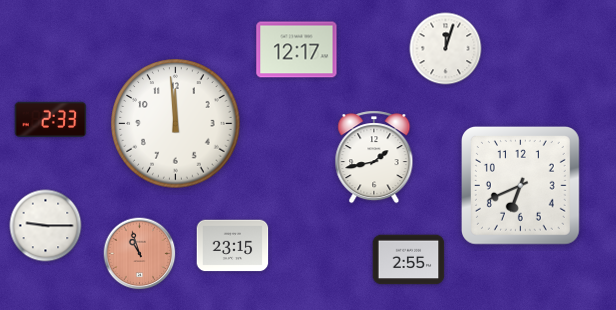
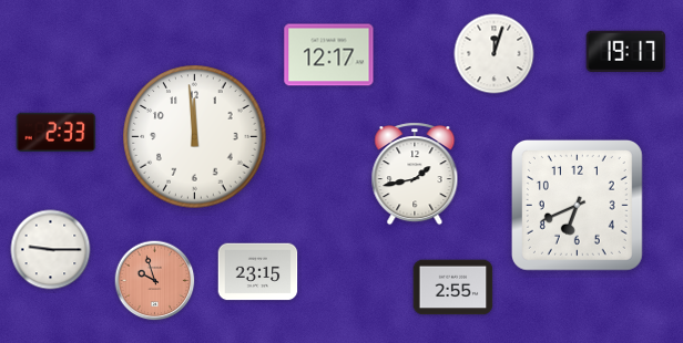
clock at (626, 51): none -> 19:17
clock at (140, 254): 10:57 -> 9:57
